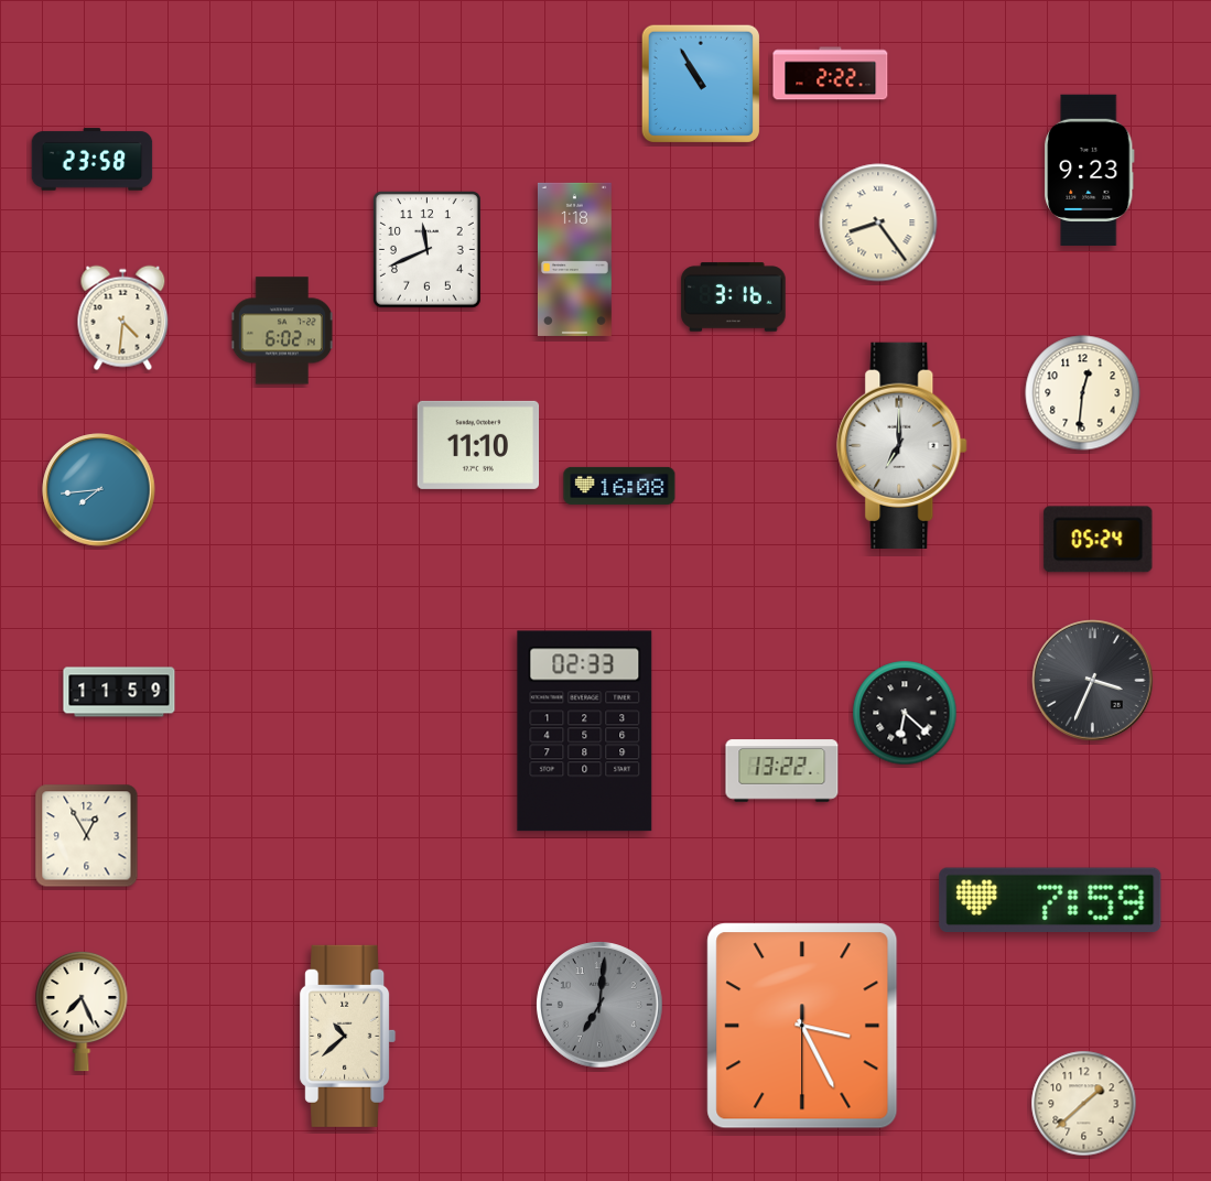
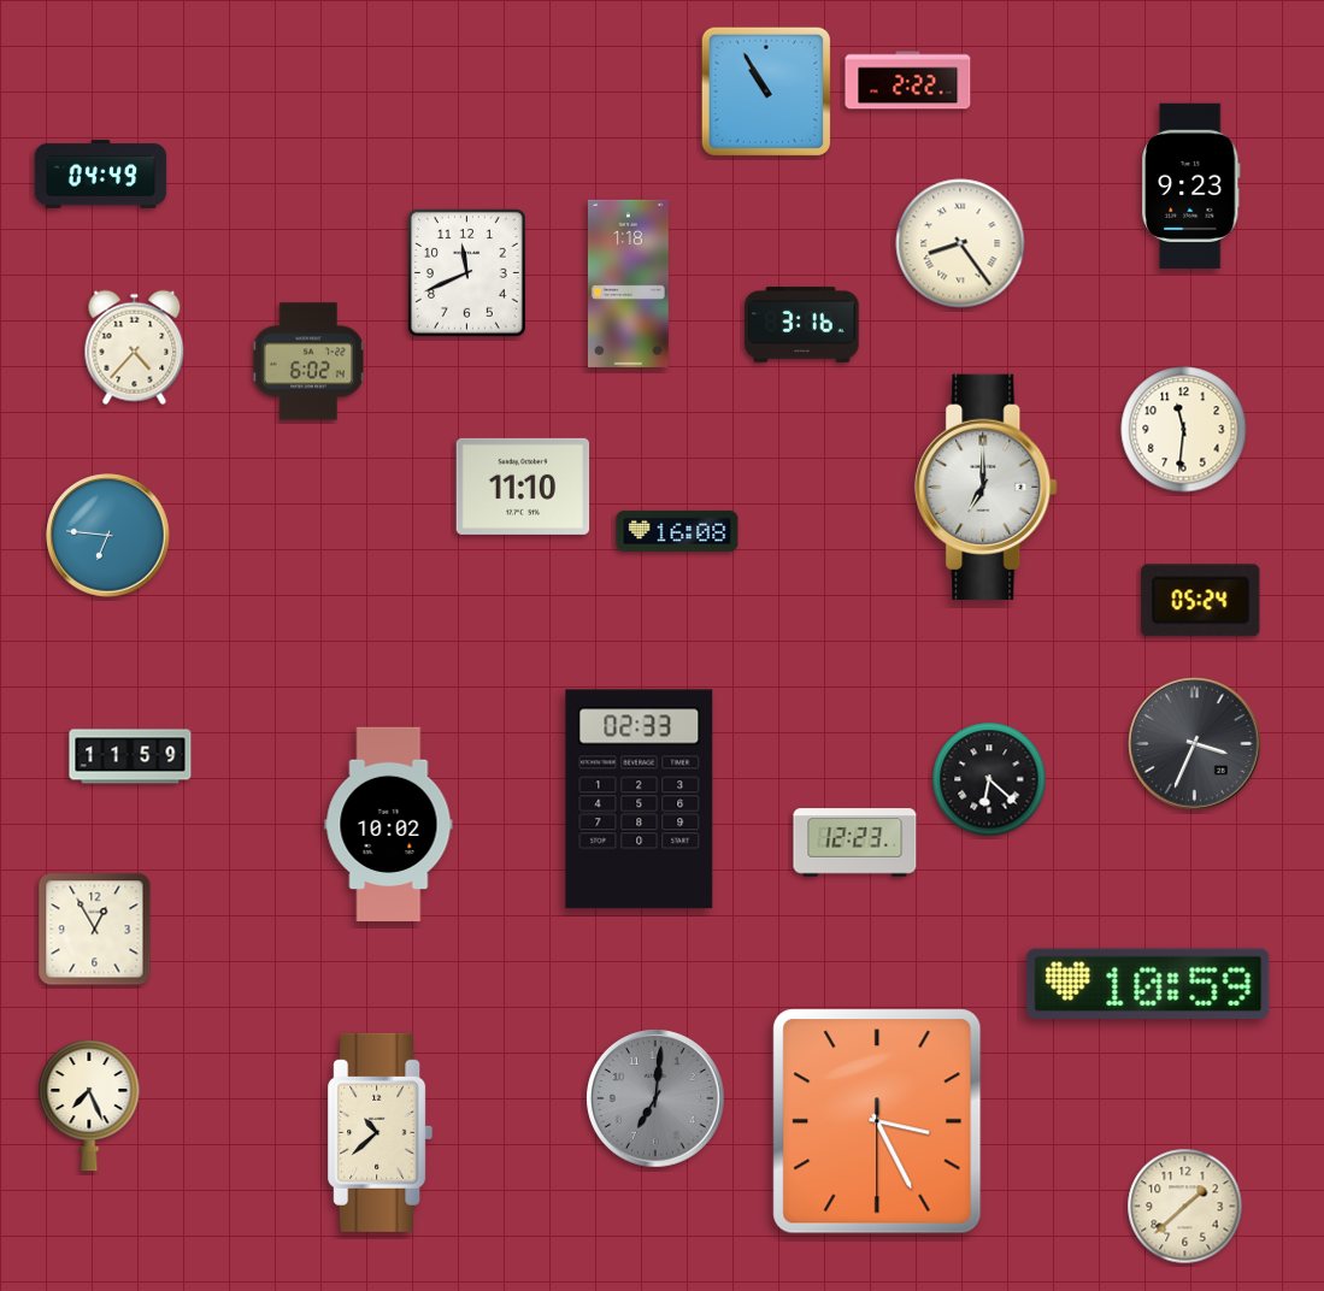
clock at (93, 160): 23:58 -> 04:49
clock at (123, 318): 4:31 -> 4:37
clock at (1083, 393): 12:31 -> 11:31
clock at (99, 490): 7:44 -> 6:46
clock at (1099, 540) position: (1099, 540) -> (1201, 601)
clock at (389, 825): none -> 10:02
clock at (782, 771): 13:22 -> 12:23
clock at (87, 836) position: (87, 836) -> (95, 930)
clock at (1050, 899): 7:59 -> 10:59
